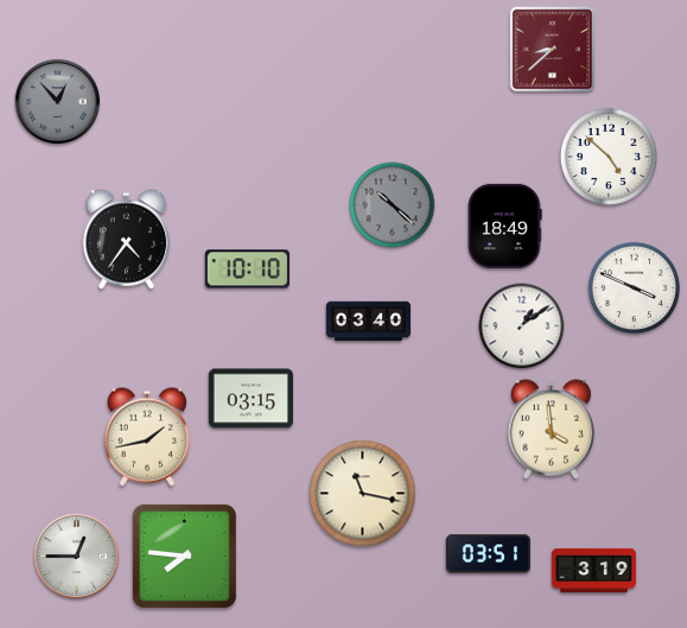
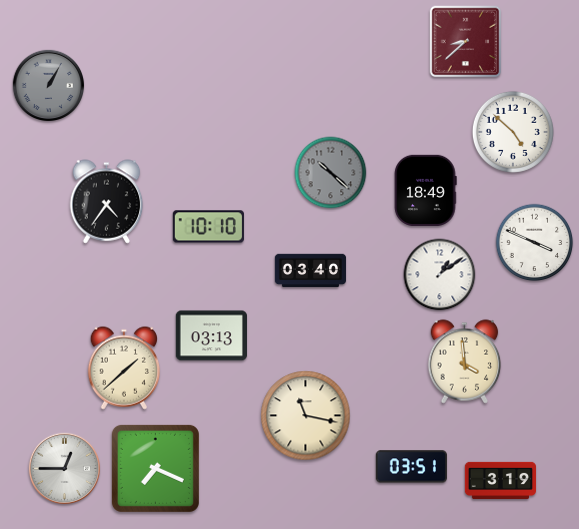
clock at (58, 102): 12:53 -> 1:05
clock at (250, 399): 03:15 -> 03:13
clock at (146, 437): 1:43 -> 1:38
clock at (184, 556): 7:46 -> 7:19
